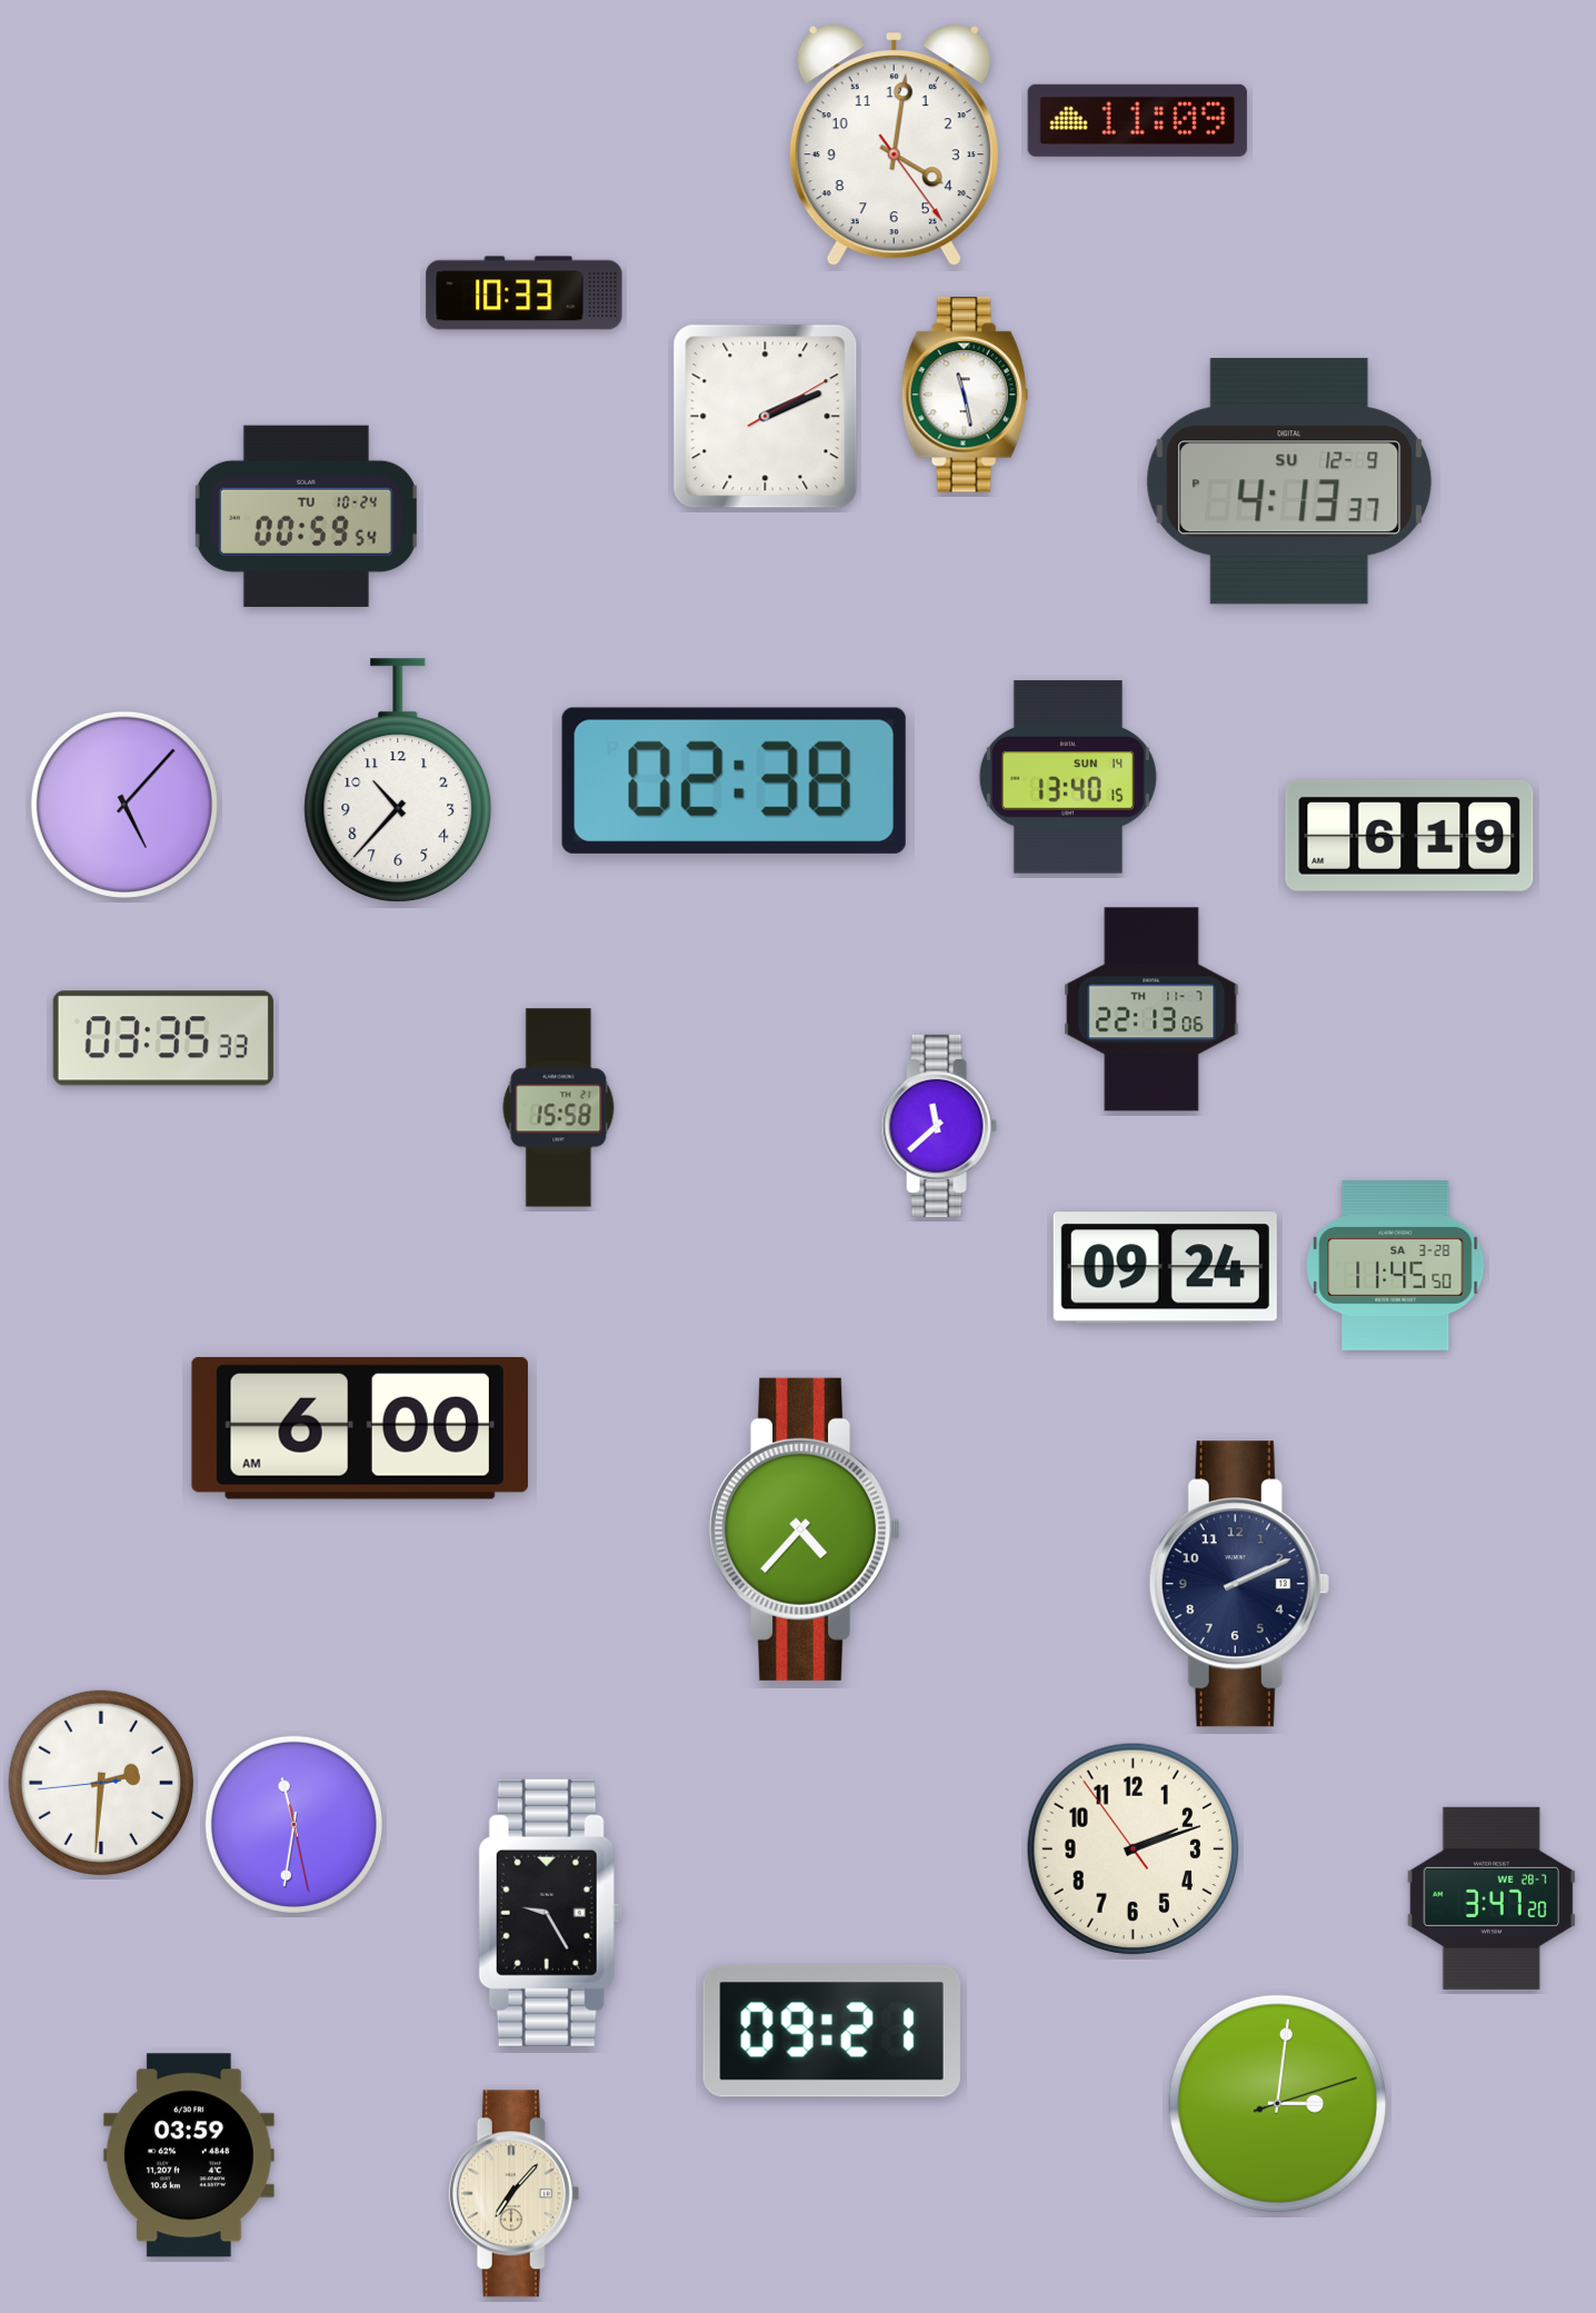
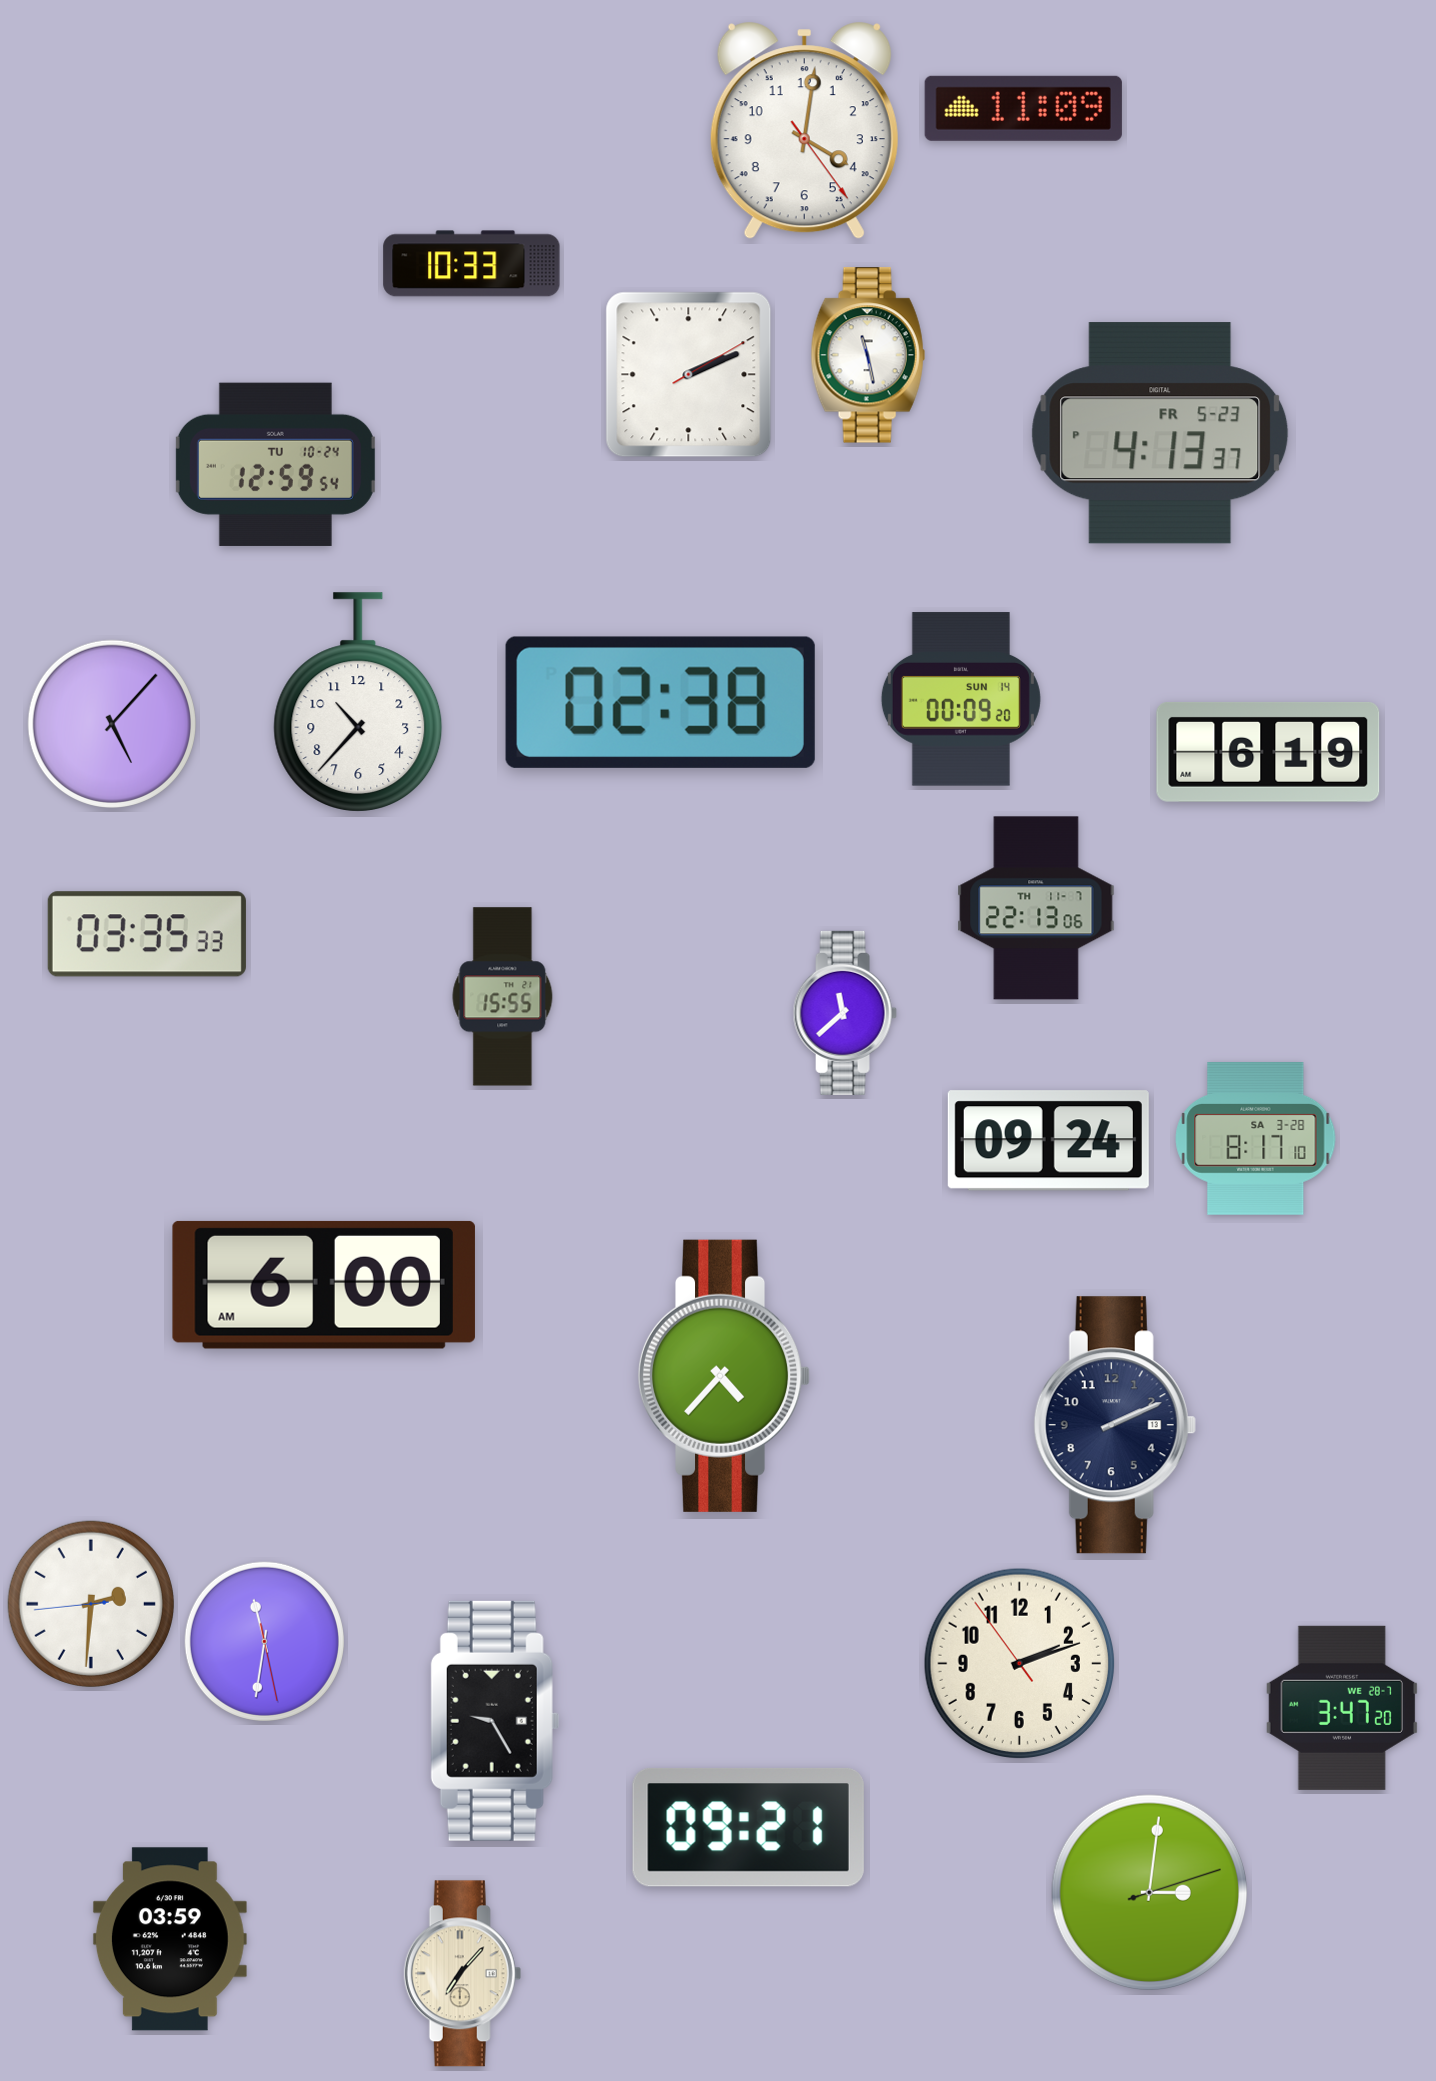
clock at (1289, 481) date: SU 12-9 -> FR 5-23
clock at (306, 516): 00:59 -> 12:59
clock at (1068, 777): 13:40 -> 00:09
clock at (559, 1108): 15:58 -> 15:55
clock at (1396, 1266): 11:45 -> 8:17
